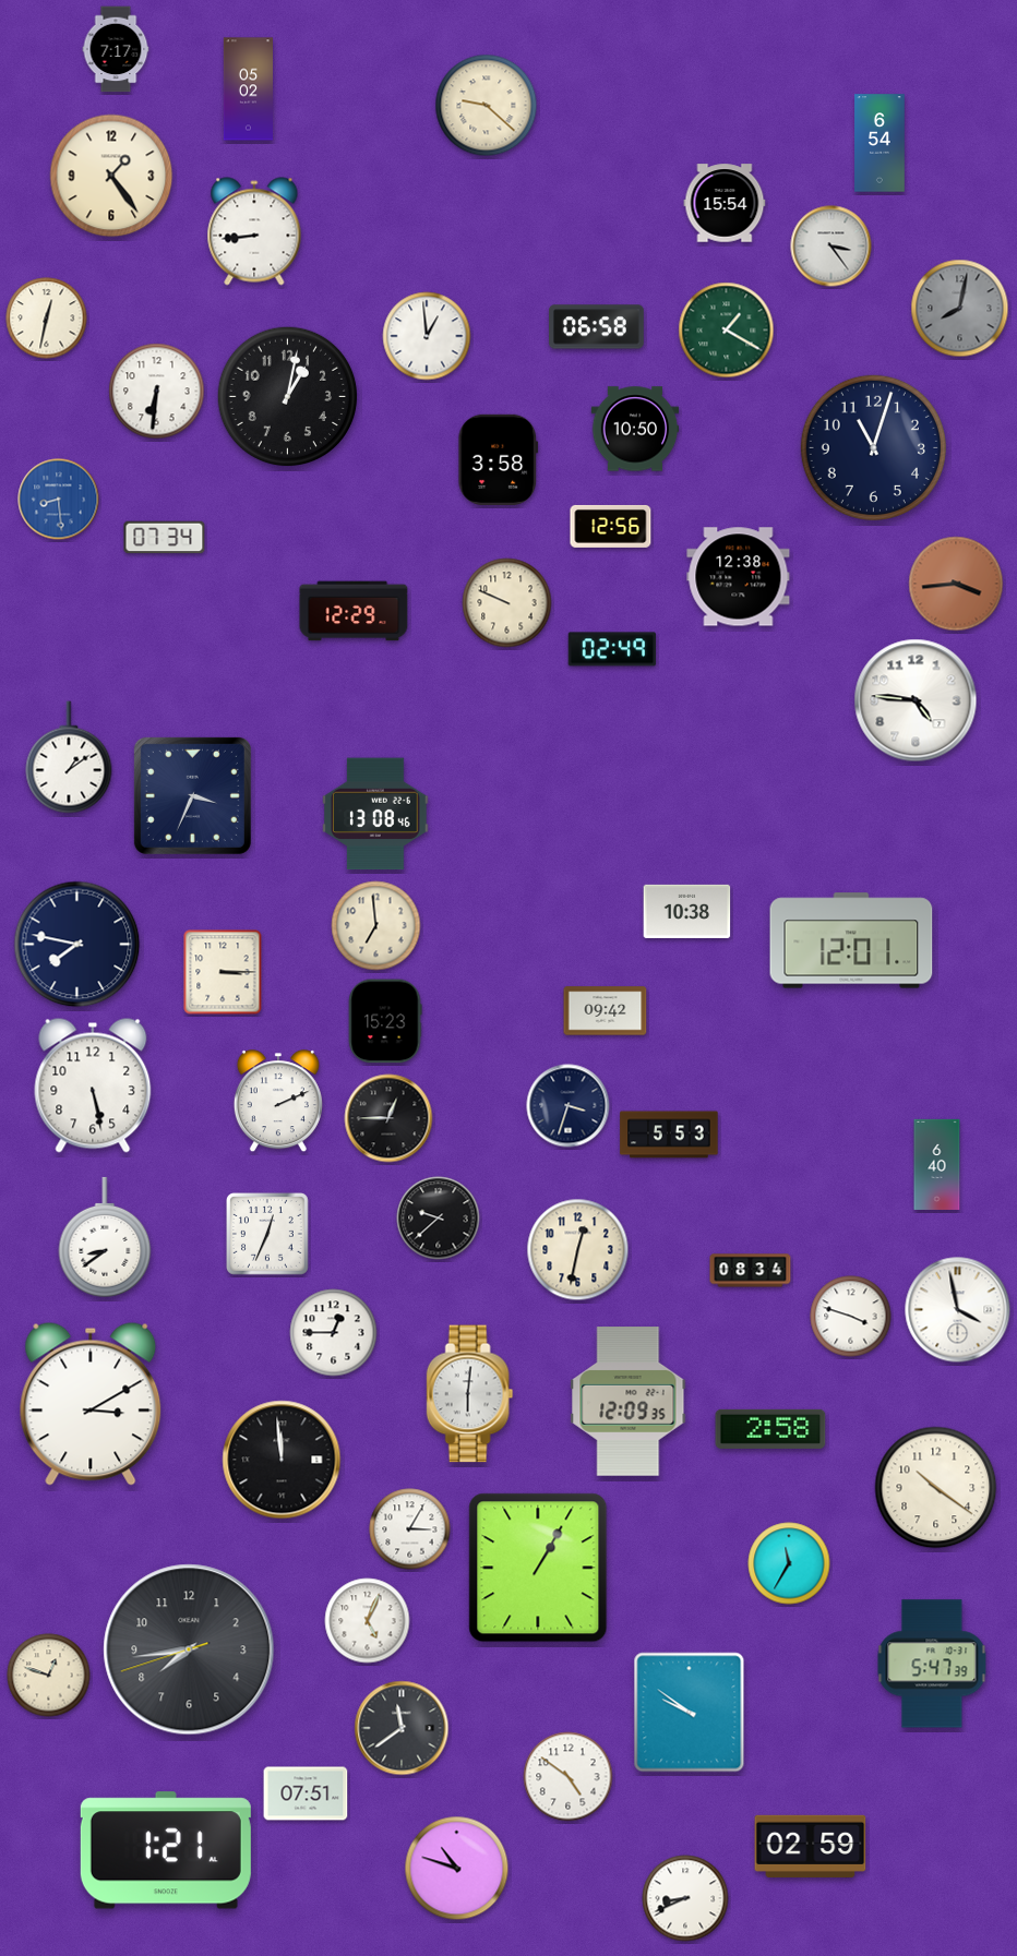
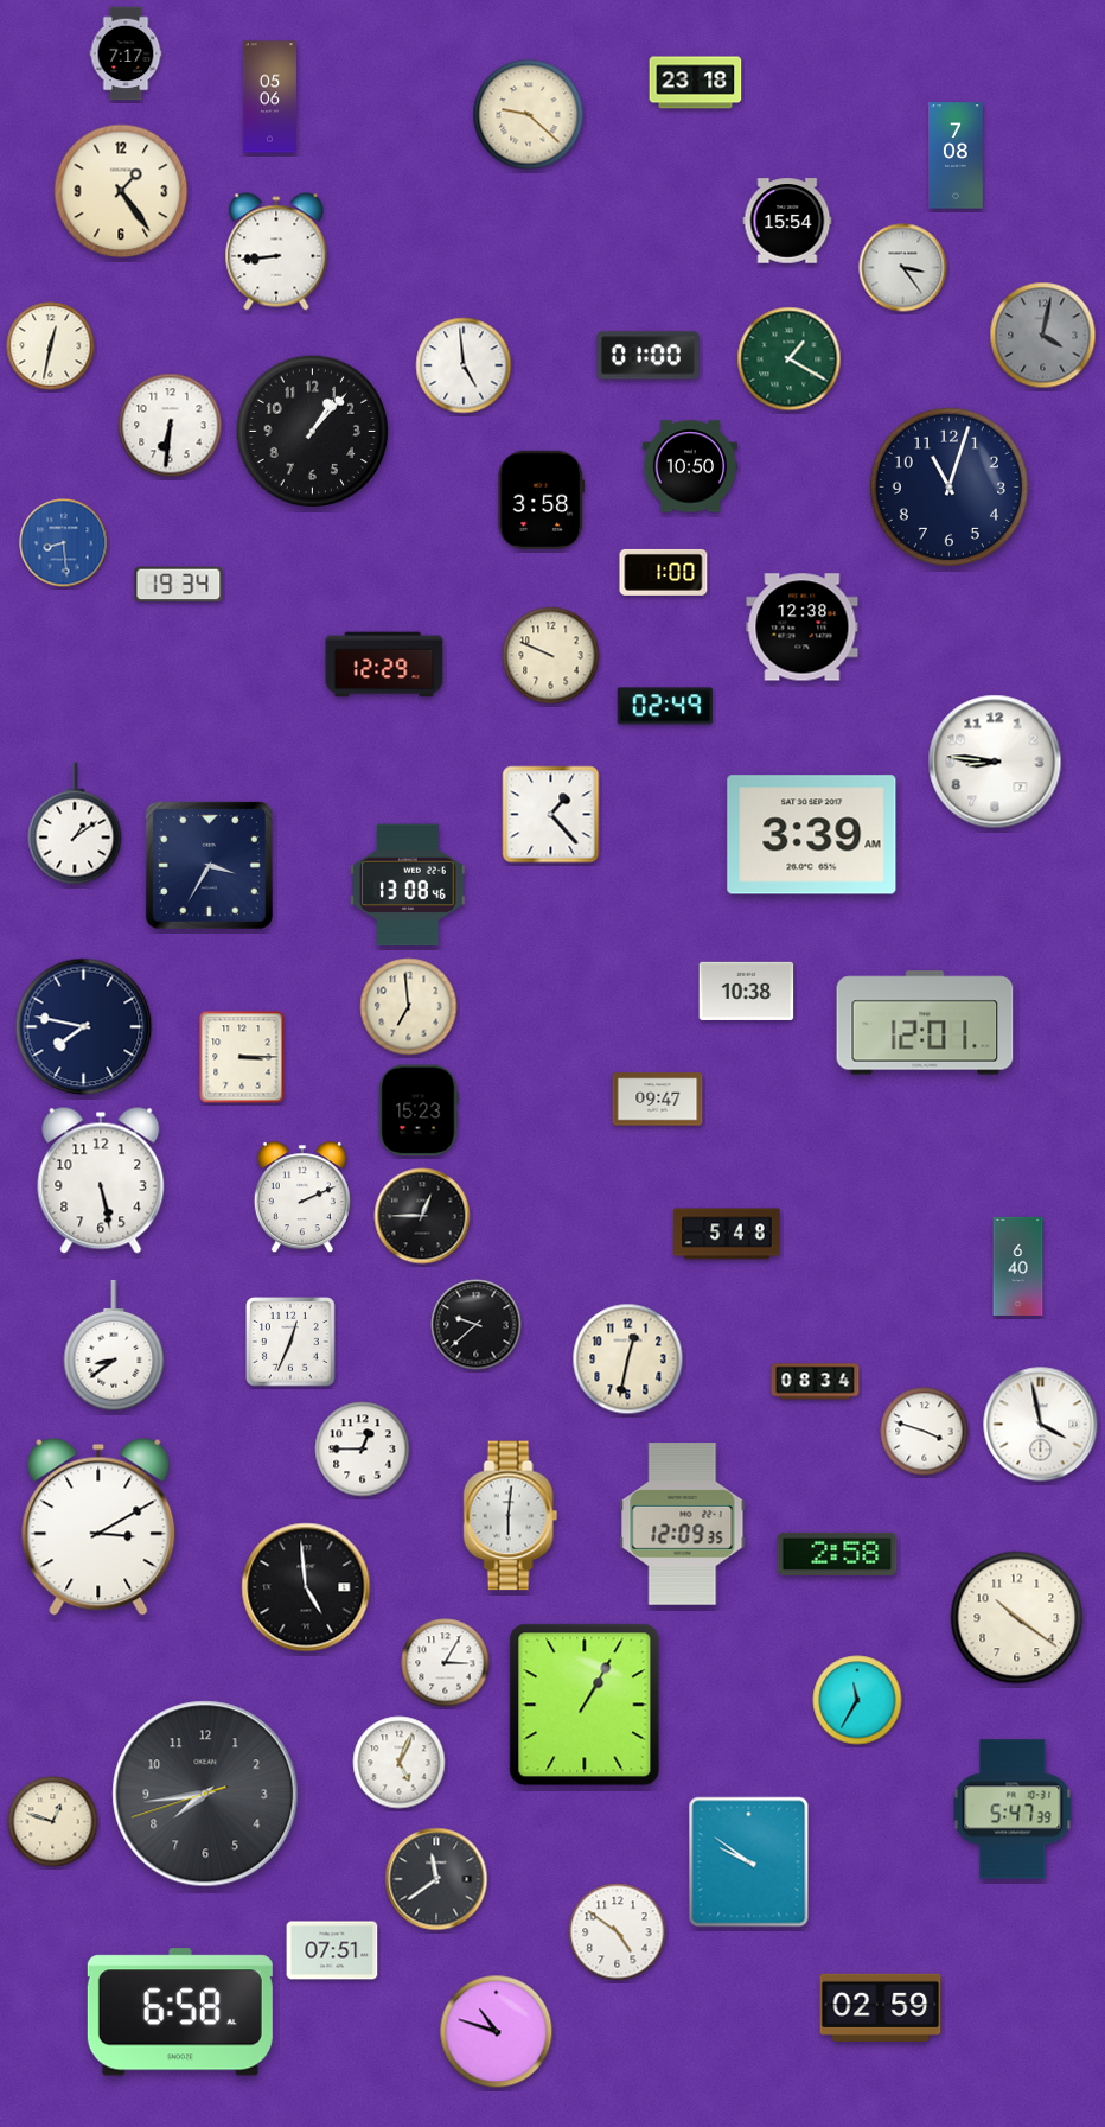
clock at (696, 83): none -> 23:18
clock at (248, 89): 05:02 -> 05:06
clock at (880, 143): 6:54 -> 7:08
clock at (960, 309): 8:02 -> 4:02
clock at (597, 327): 06:58 -> 01:00
clock at (427, 336): 12:59 -> 4:59
clock at (288, 397): 1:02 -> 1:07
clock at (611, 526): 12:56 -> 1:00
clock at (165, 538): 07:34 -> 19:34
clock at (956, 584): 3:44 -> none
clock at (916, 700): 4:46 -> 8:46
clock at (551, 815): none -> 1:23
clock at (812, 835): none -> 3:39
clock at (192, 795): 3:34 -> 3:35
clock at (606, 1011): 09:42 -> 09:47
clock at (569, 1106): 3:33 -> none
clock at (669, 1135): 5:53 -> 5:48
clock at (282, 1460): 11:59 -> 4:59
clock at (166, 1850): 1:21 -> 6:58
clock at (685, 1898): 8:41 -> none
